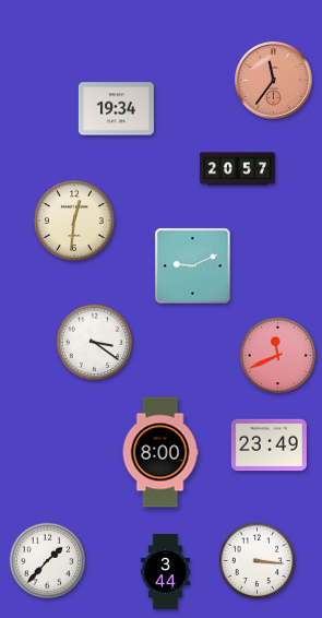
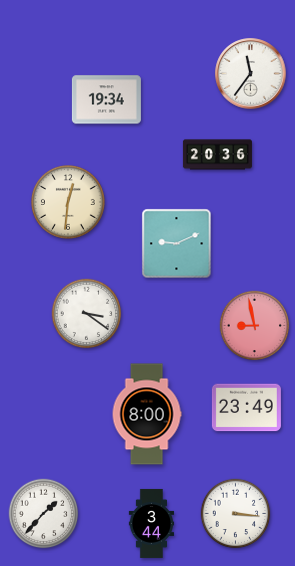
clock at (274, 81) dial: salmon -> white
clock at (237, 169): 20:57 -> 20:36
clock at (278, 356): 11:41 -> 8:58
